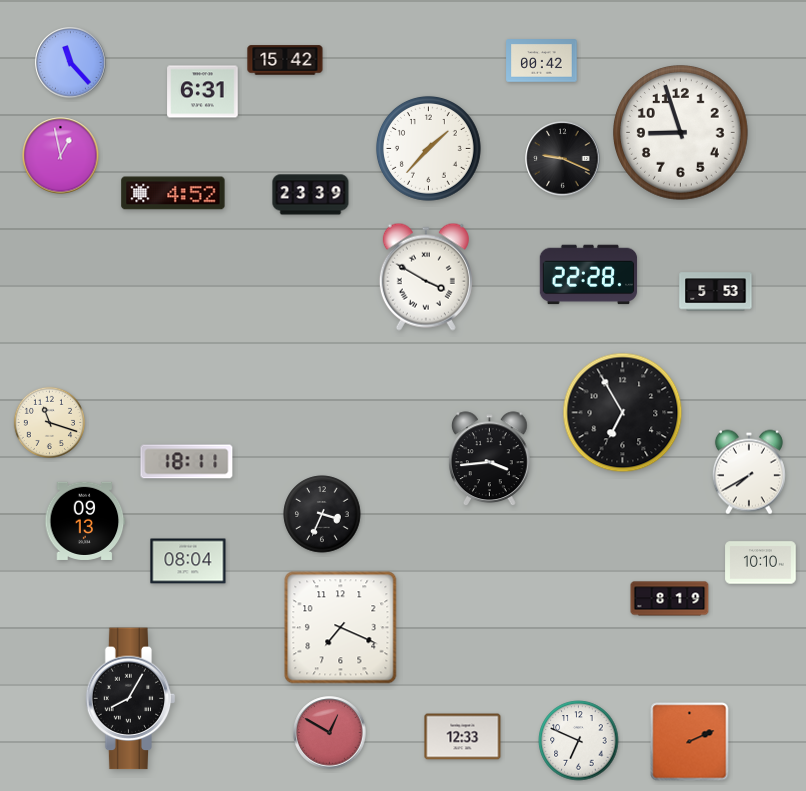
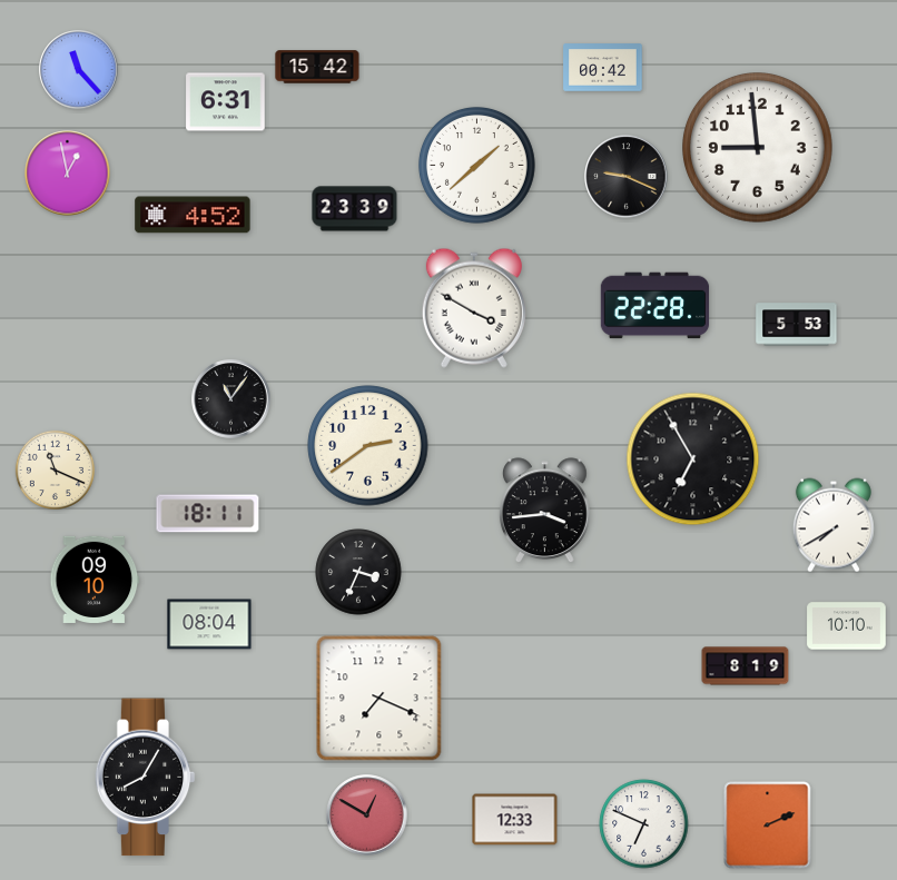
clock at (681, 133): 8:57 -> 8:59
clock at (428, 149): 1:37 -> 1:38
clock at (311, 195) position: (311, 195) -> (355, 209)
clock at (231, 399): none -> 11:06
clock at (368, 446): none -> 2:39
clock at (49, 422): 11:18 -> 11:19
clock at (85, 521): 09:13 -> 09:10
